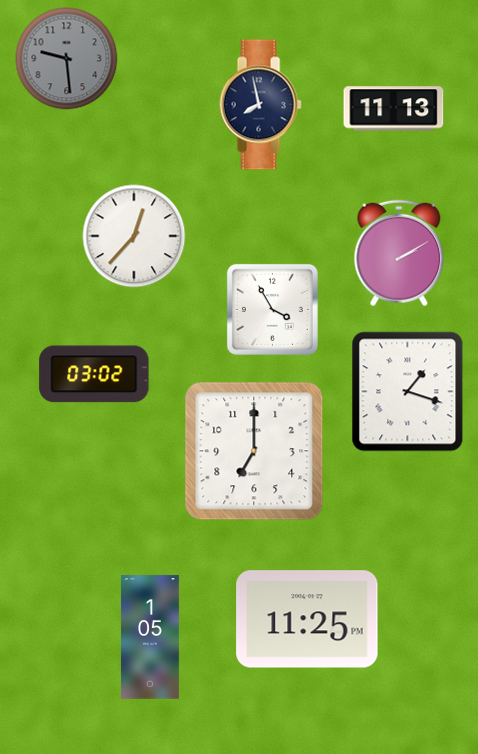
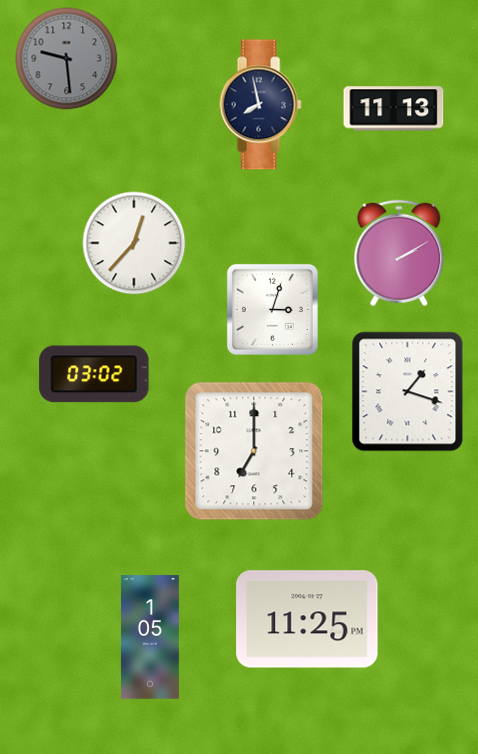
clock at (134, 236) position: (134, 236) -> (134, 243)
clock at (272, 309): 3:55 -> 3:03
